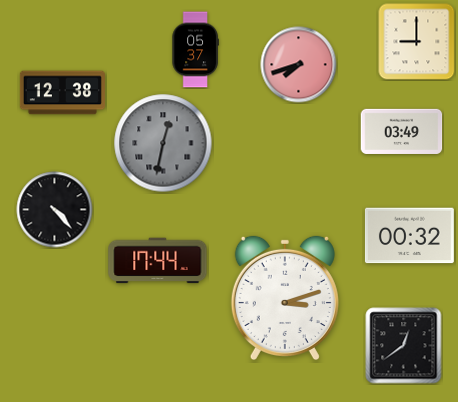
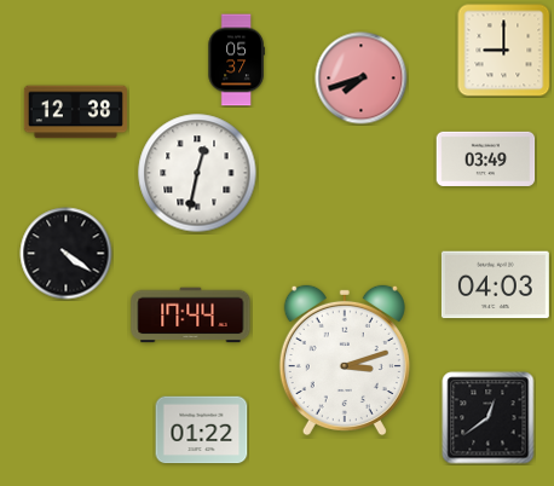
clock at (163, 143) dial: grey -> white
clock at (55, 210): 4:23 -> 4:21
clock at (409, 236): 00:32 -> 04:03
clock at (202, 430): none -> 01:22
